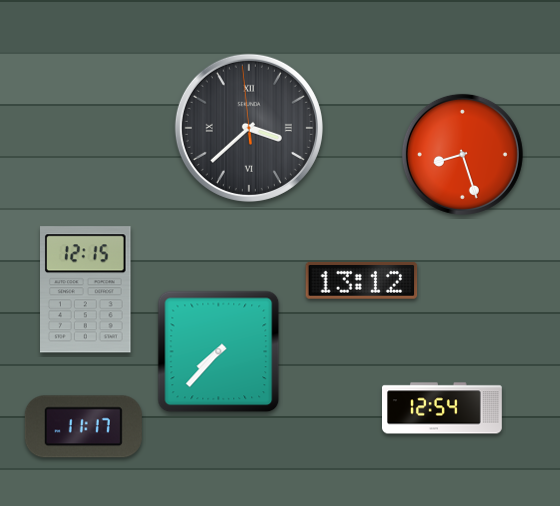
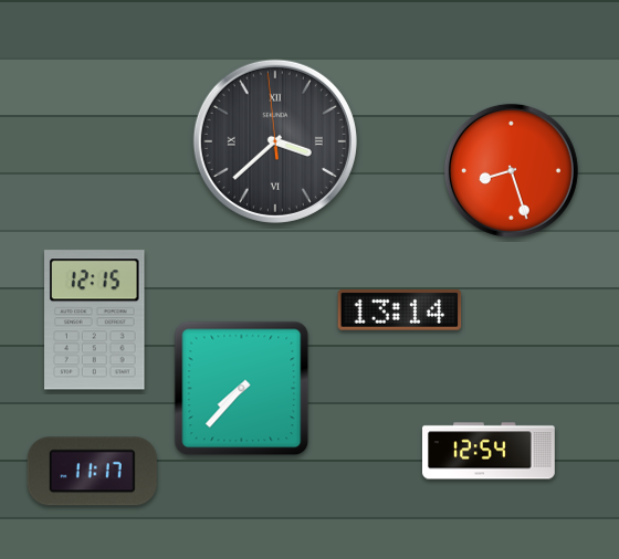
clock at (362, 281): 13:12 -> 13:14
